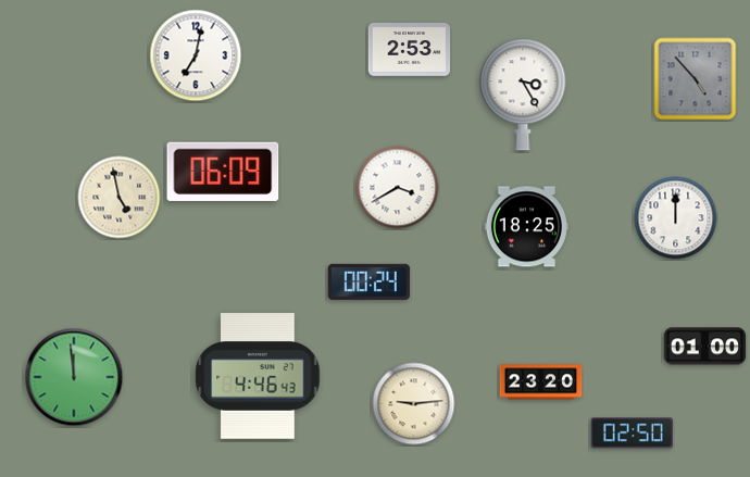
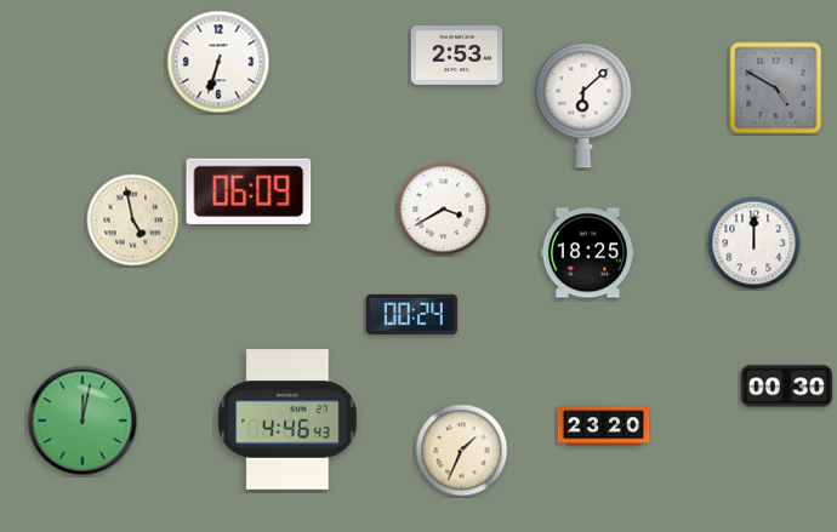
clock at (196, 55): 7:02 -> 6:33
clock at (696, 79): 4:53 -> 4:50
clock at (523, 95): 3:25 -> 6:08
clock at (705, 347): 01:00 -> 00:30
clock at (74, 377): 11:59 -> 12:02
clock at (414, 404): 9:14 -> 1:34
clock at (632, 434): 02:50 -> none
